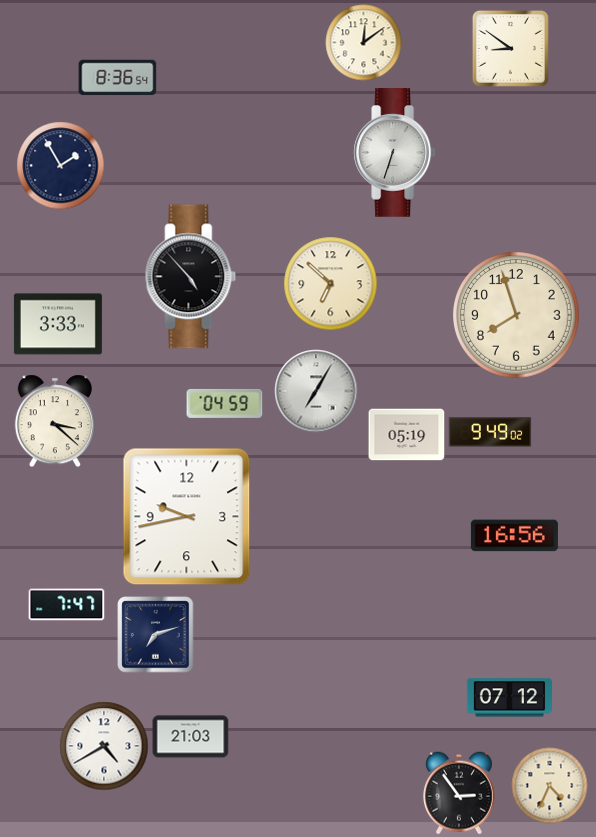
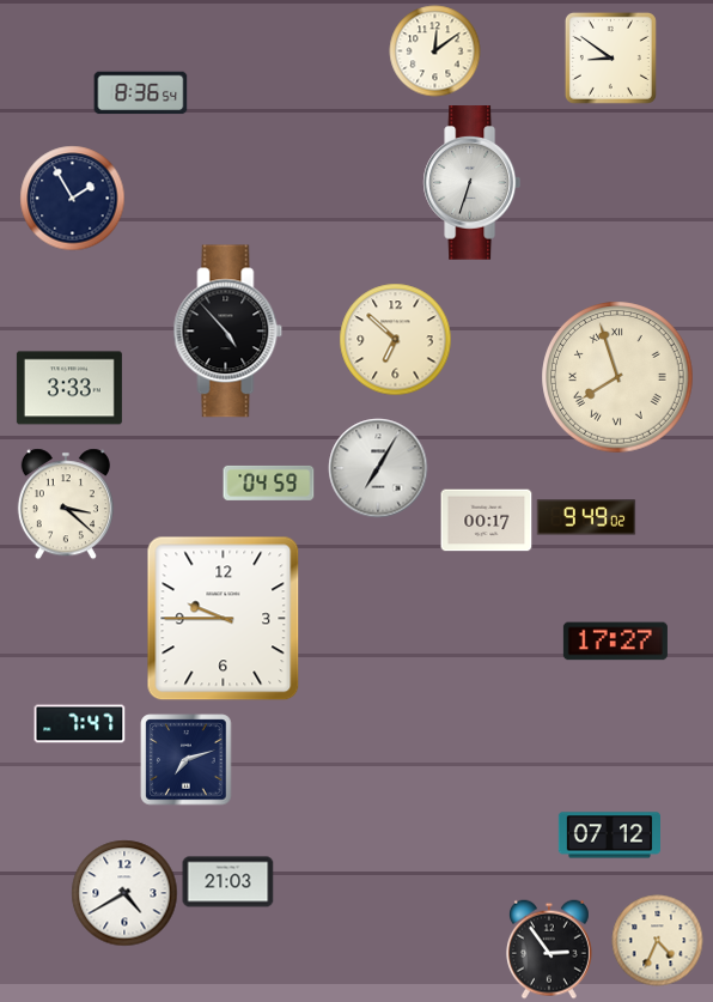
clock at (516, 315) numerals: Arabic -> Roman
clock at (407, 435): 05:19 -> 00:17
clock at (187, 517): 9:43 -> 9:45
clock at (514, 536): 16:56 -> 17:27
